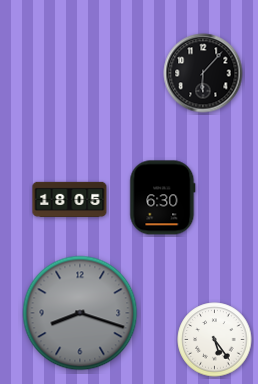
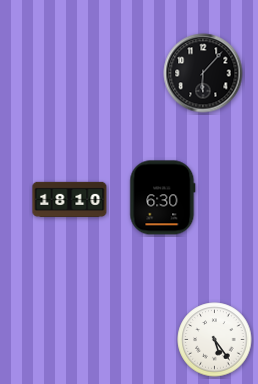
clock at (70, 199): 18:05 -> 18:10
clock at (80, 313): 8:18 -> none
